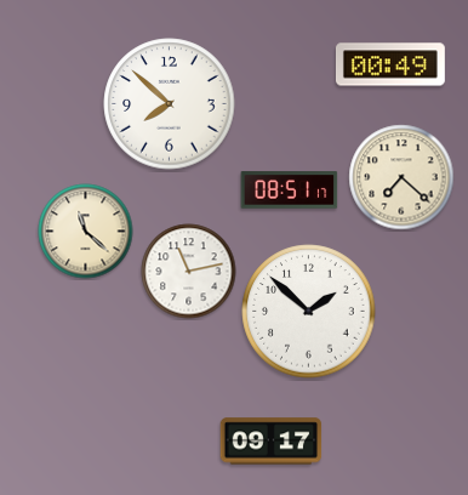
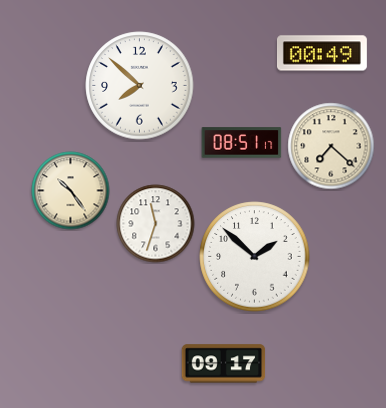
clock at (290, 190) position: (290, 190) -> (242, 143)
clock at (86, 232): 11:22 -> 10:24
clock at (189, 272): 11:13 -> 11:33
